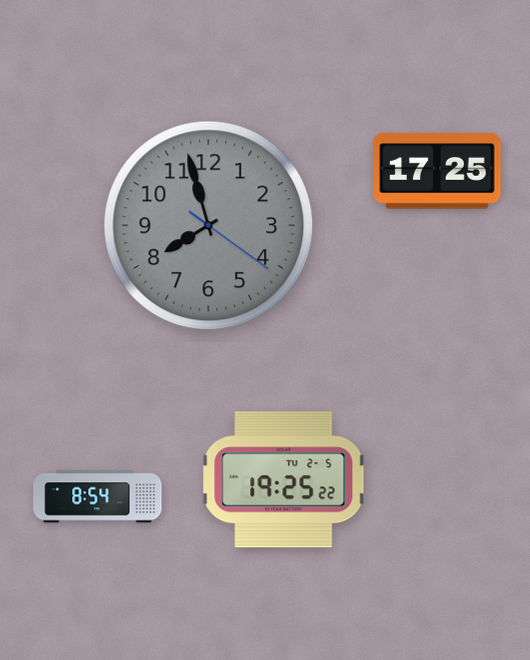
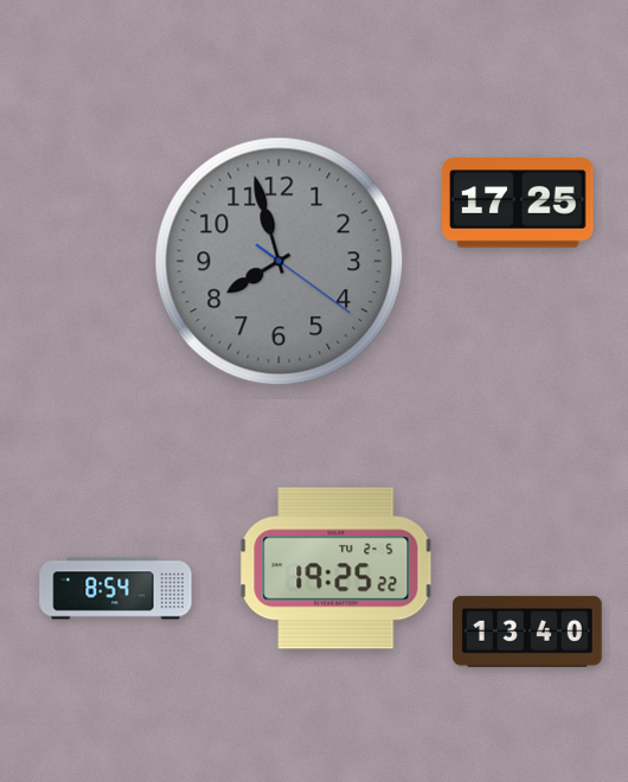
clock at (209, 226) position: (209, 226) -> (280, 262)
clock at (528, 632): none -> 13:40
